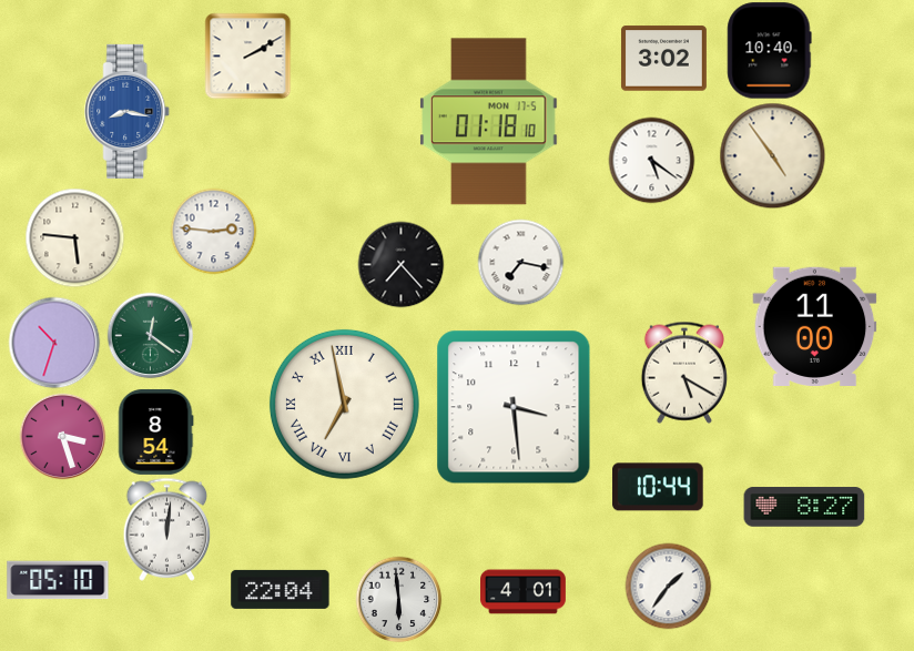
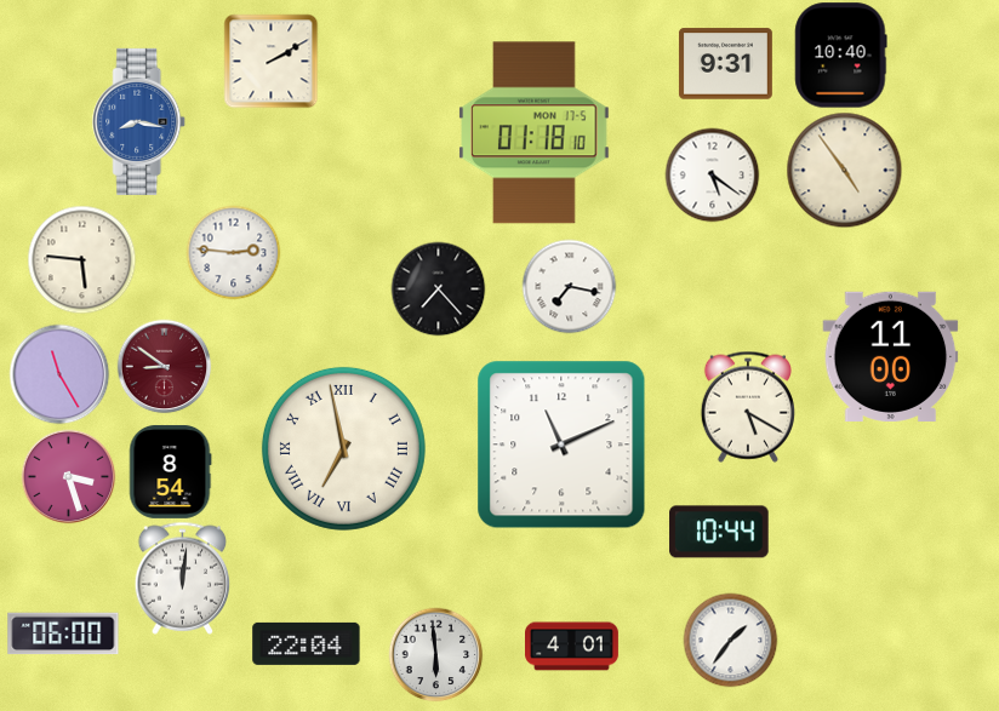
clock at (663, 59): 3:02 -> 9:31
clock at (150, 335): 12:21 -> 8:51
clock at (150, 335) dial: green -> burgundy
clock at (54, 343): 10:33 -> 11:25
clock at (344, 404) position: (344, 404) -> (343, 448)
clock at (514, 407): 3:29 -> 11:11
clock at (804, 507): 8:27 -> none
clock at (58, 580): 05:10 -> 06:00
